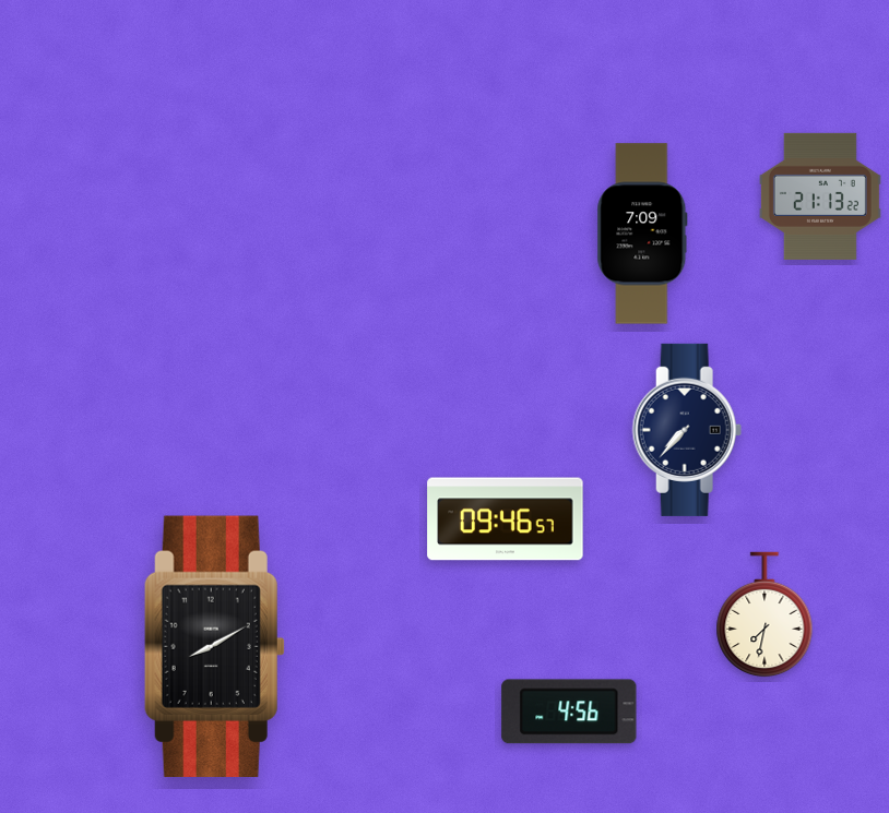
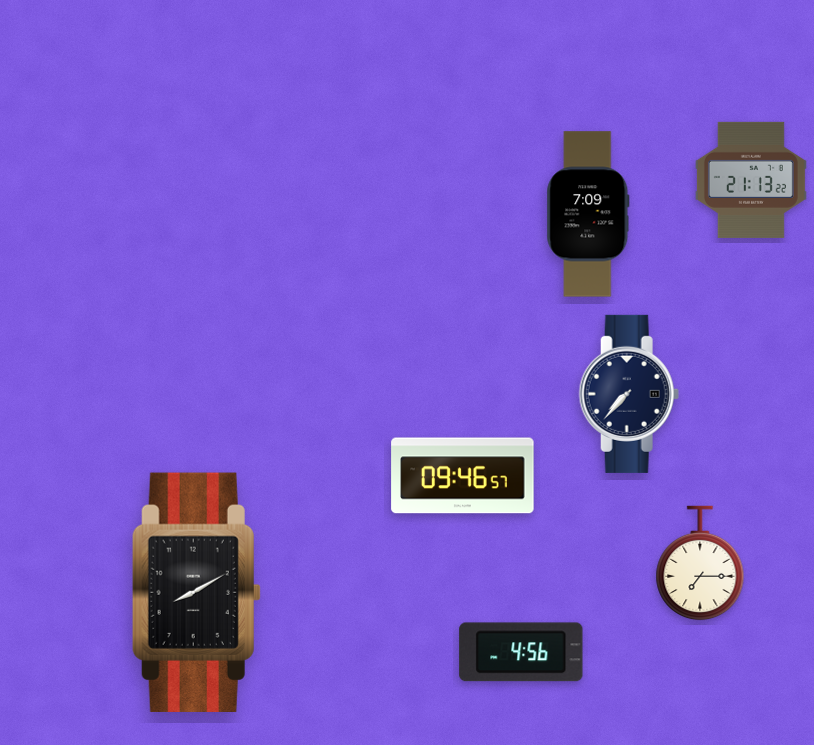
clock at (764, 614): 7:32 -> 7:15
